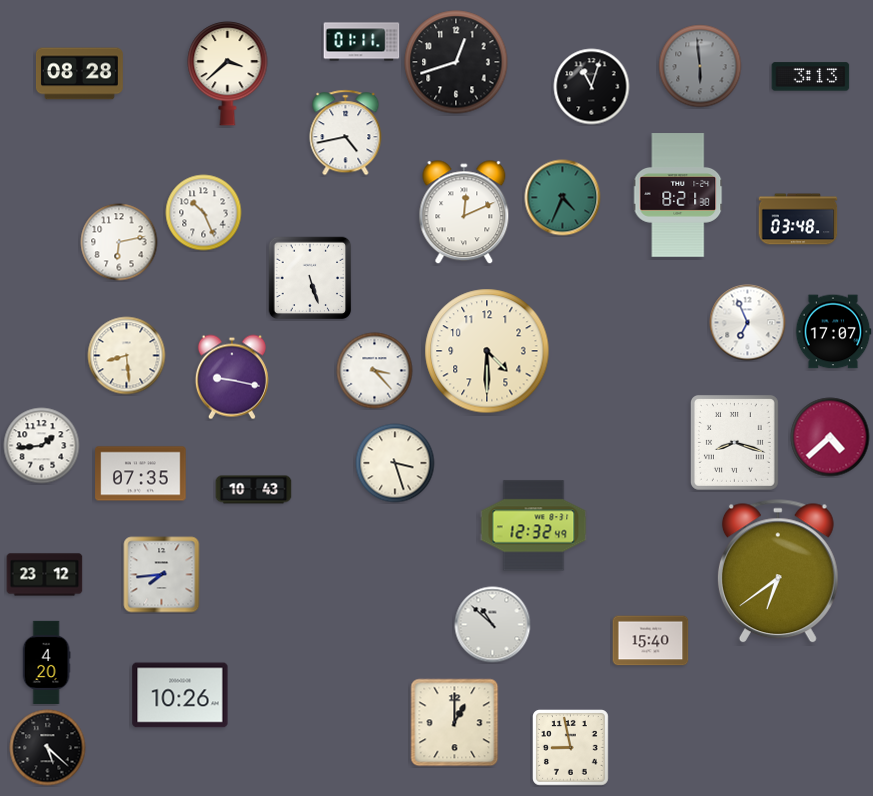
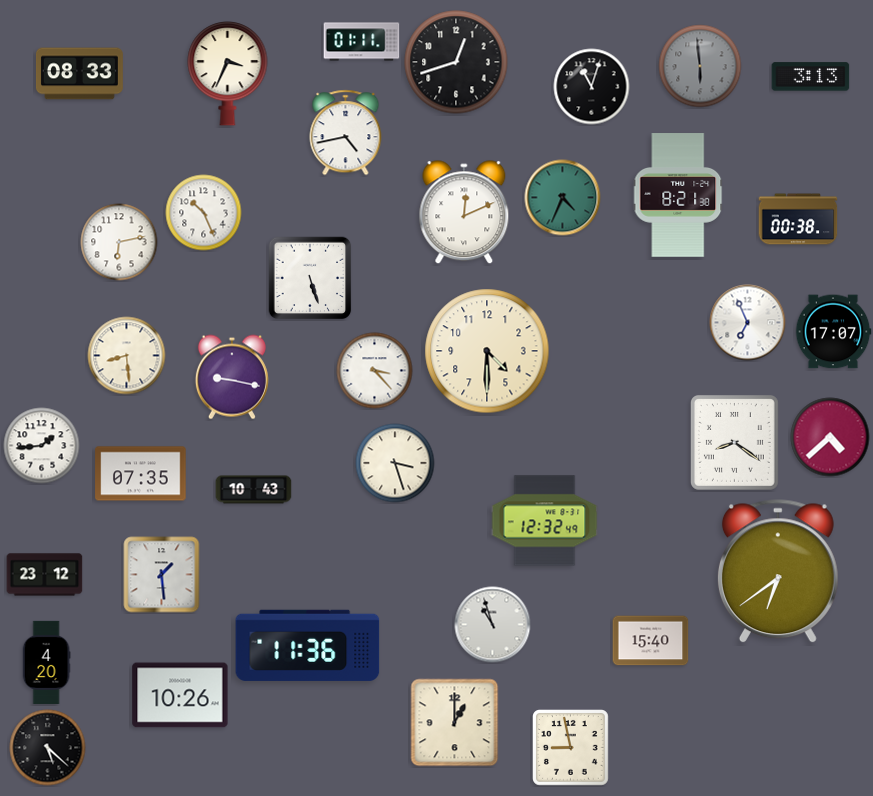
clock at (79, 74): 08:28 -> 08:33
clock at (228, 74): 3:38 -> 3:34
clock at (798, 219): 03:48 -> 00:38
clock at (734, 442): 8:18 -> 8:21
clock at (534, 526) position: (534, 526) -> (545, 521)
clock at (162, 575): 7:44 -> 1:29
clock at (493, 625): 10:52 -> 10:57
clock at (308, 645): none -> 11:36
